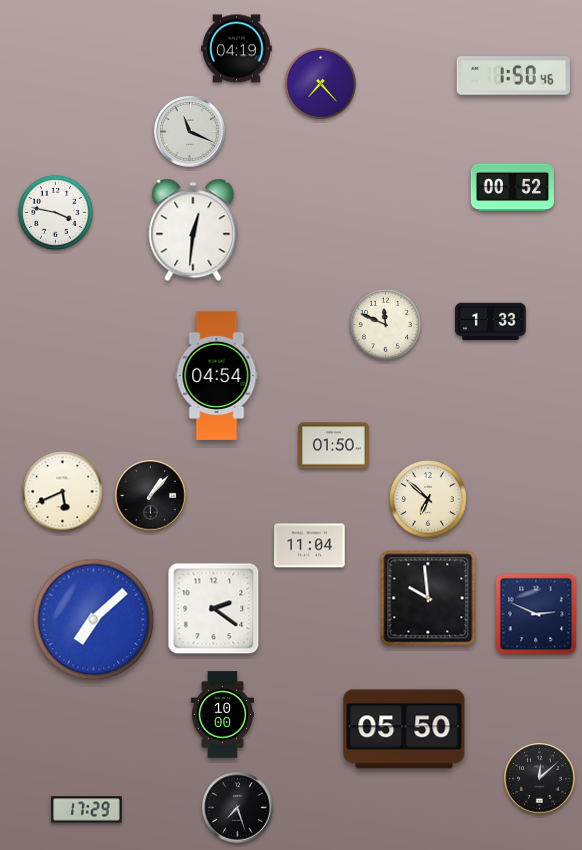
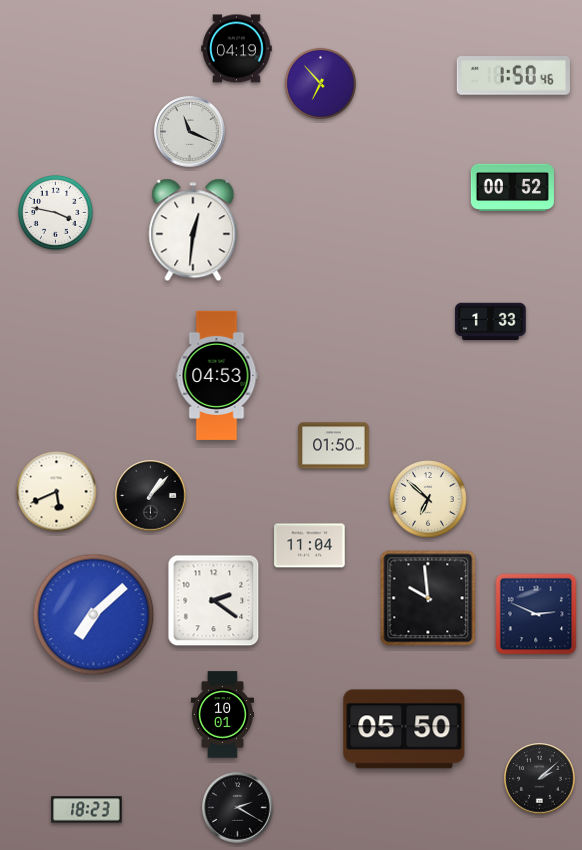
clock at (320, 83): 7:23 -> 6:53
clock at (385, 324): 11:49 -> none
clock at (217, 375): 04:54 -> 04:53
clock at (63, 492) position: (63, 492) -> (57, 492)
clock at (214, 609) position: (214, 609) -> (214, 601)
clock at (94, 620) position: (94, 620) -> (94, 615)
clock at (222, 715): 10:00 -> 10:01
clock at (540, 779): 12:08 -> 2:08
clock at (238, 808): 7:27 -> 2:20
clock at (87, 810): 17:29 -> 18:23
